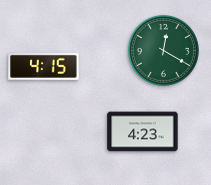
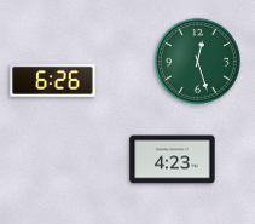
clock at (163, 50): 12:20 -> 12:27
clock at (44, 67): 4:15 -> 6:26
